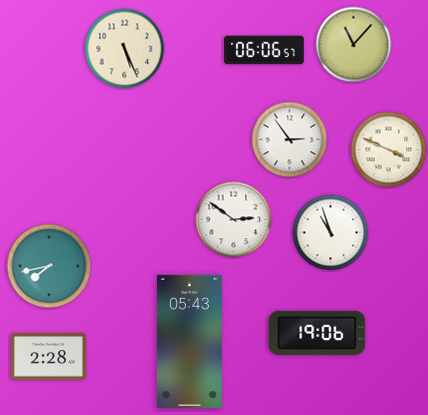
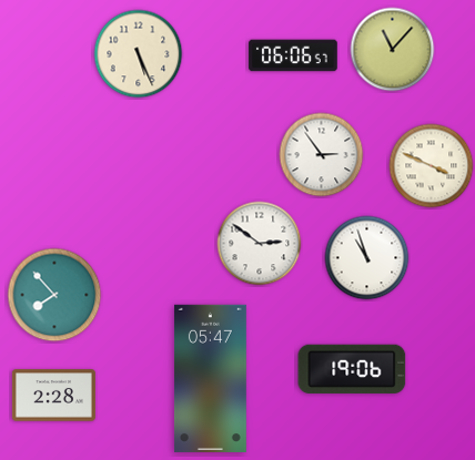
clock at (49, 266): 7:43 -> 7:53
clock at (189, 341): 05:43 -> 05:47
